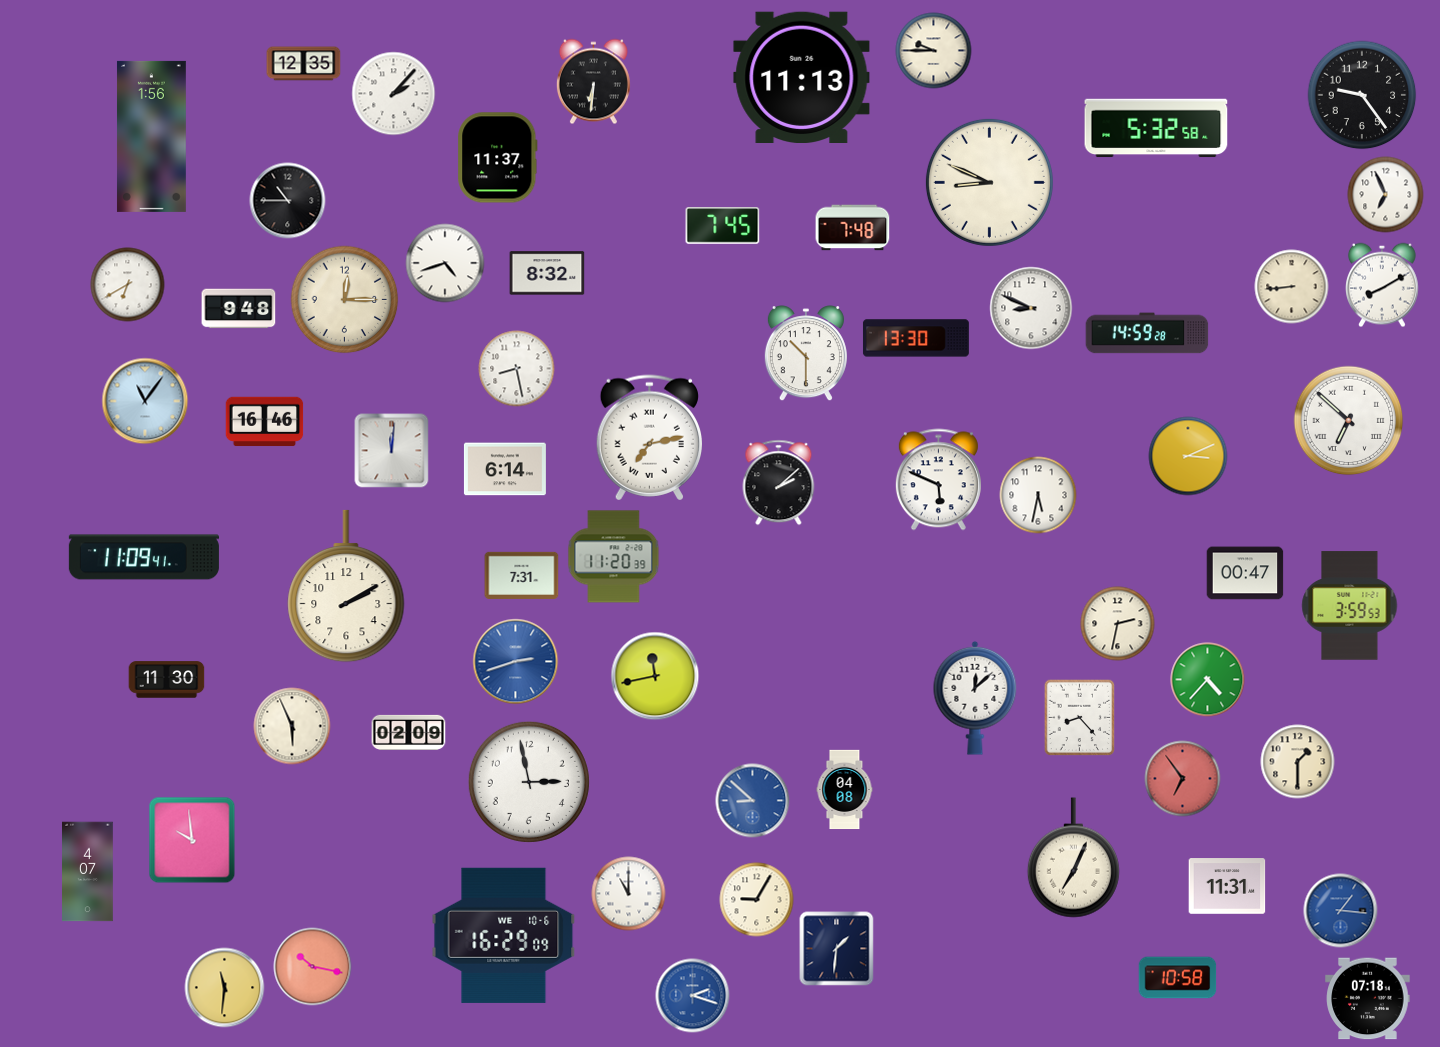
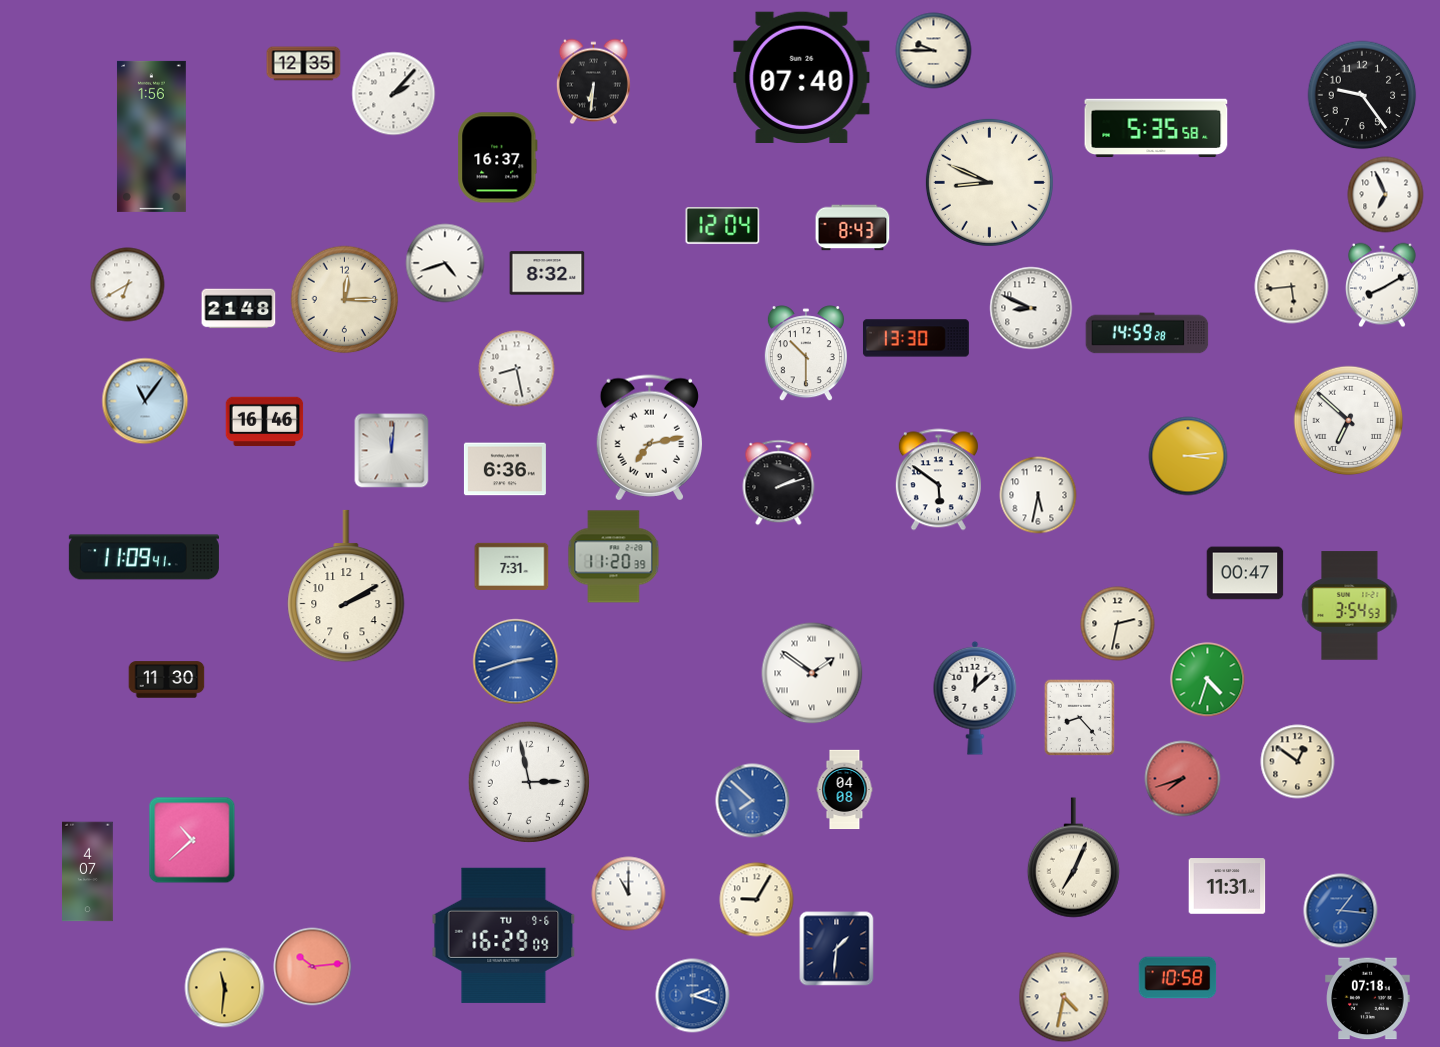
clock at (802, 78): 11:13 -> 07:40
clock at (1156, 128): 5:32 -> 5:35
clock at (498, 158): 11:37 -> 16:37
clock at (288, 201): 10:45 -> none
clock at (723, 226): 7:45 -> 12:04
clock at (853, 228): 7:48 -> 8:43
clock at (1292, 287): 8:44 -> 5:44
clock at (239, 309): 9:48 -> 21:48
clock at (1188, 456): 3:11 -> 3:14
clock at (505, 469): 6:14 -> 6:36
clock at (938, 480): 5:49 -> 5:51
clock at (779, 483): 2:08 -> 2:12
clock at (522, 575) position: (522, 575) -> (512, 566)
clock at (1350, 606): 3:59 -> 3:54
clock at (812, 673): none -> 1:51
clock at (655, 676): 11:43 -> none
clock at (1208, 680): 4:37 -> 4:33
clock at (292, 726): 5:56 -> none
clock at (409, 732): 02:09 -> none
clock at (1298, 762): 1:30 -> 12:51
clock at (1183, 779): 6:54 -> 7:42
clock at (753, 801): 8:52 -> 7:52
clock at (192, 840): 9:59 -> 10:38
clock at (504, 935) date: WE 10-6 -> TU 9-6
clock at (313, 967): 10:17 -> 10:14
clock at (1064, 997): none -> 4:32
